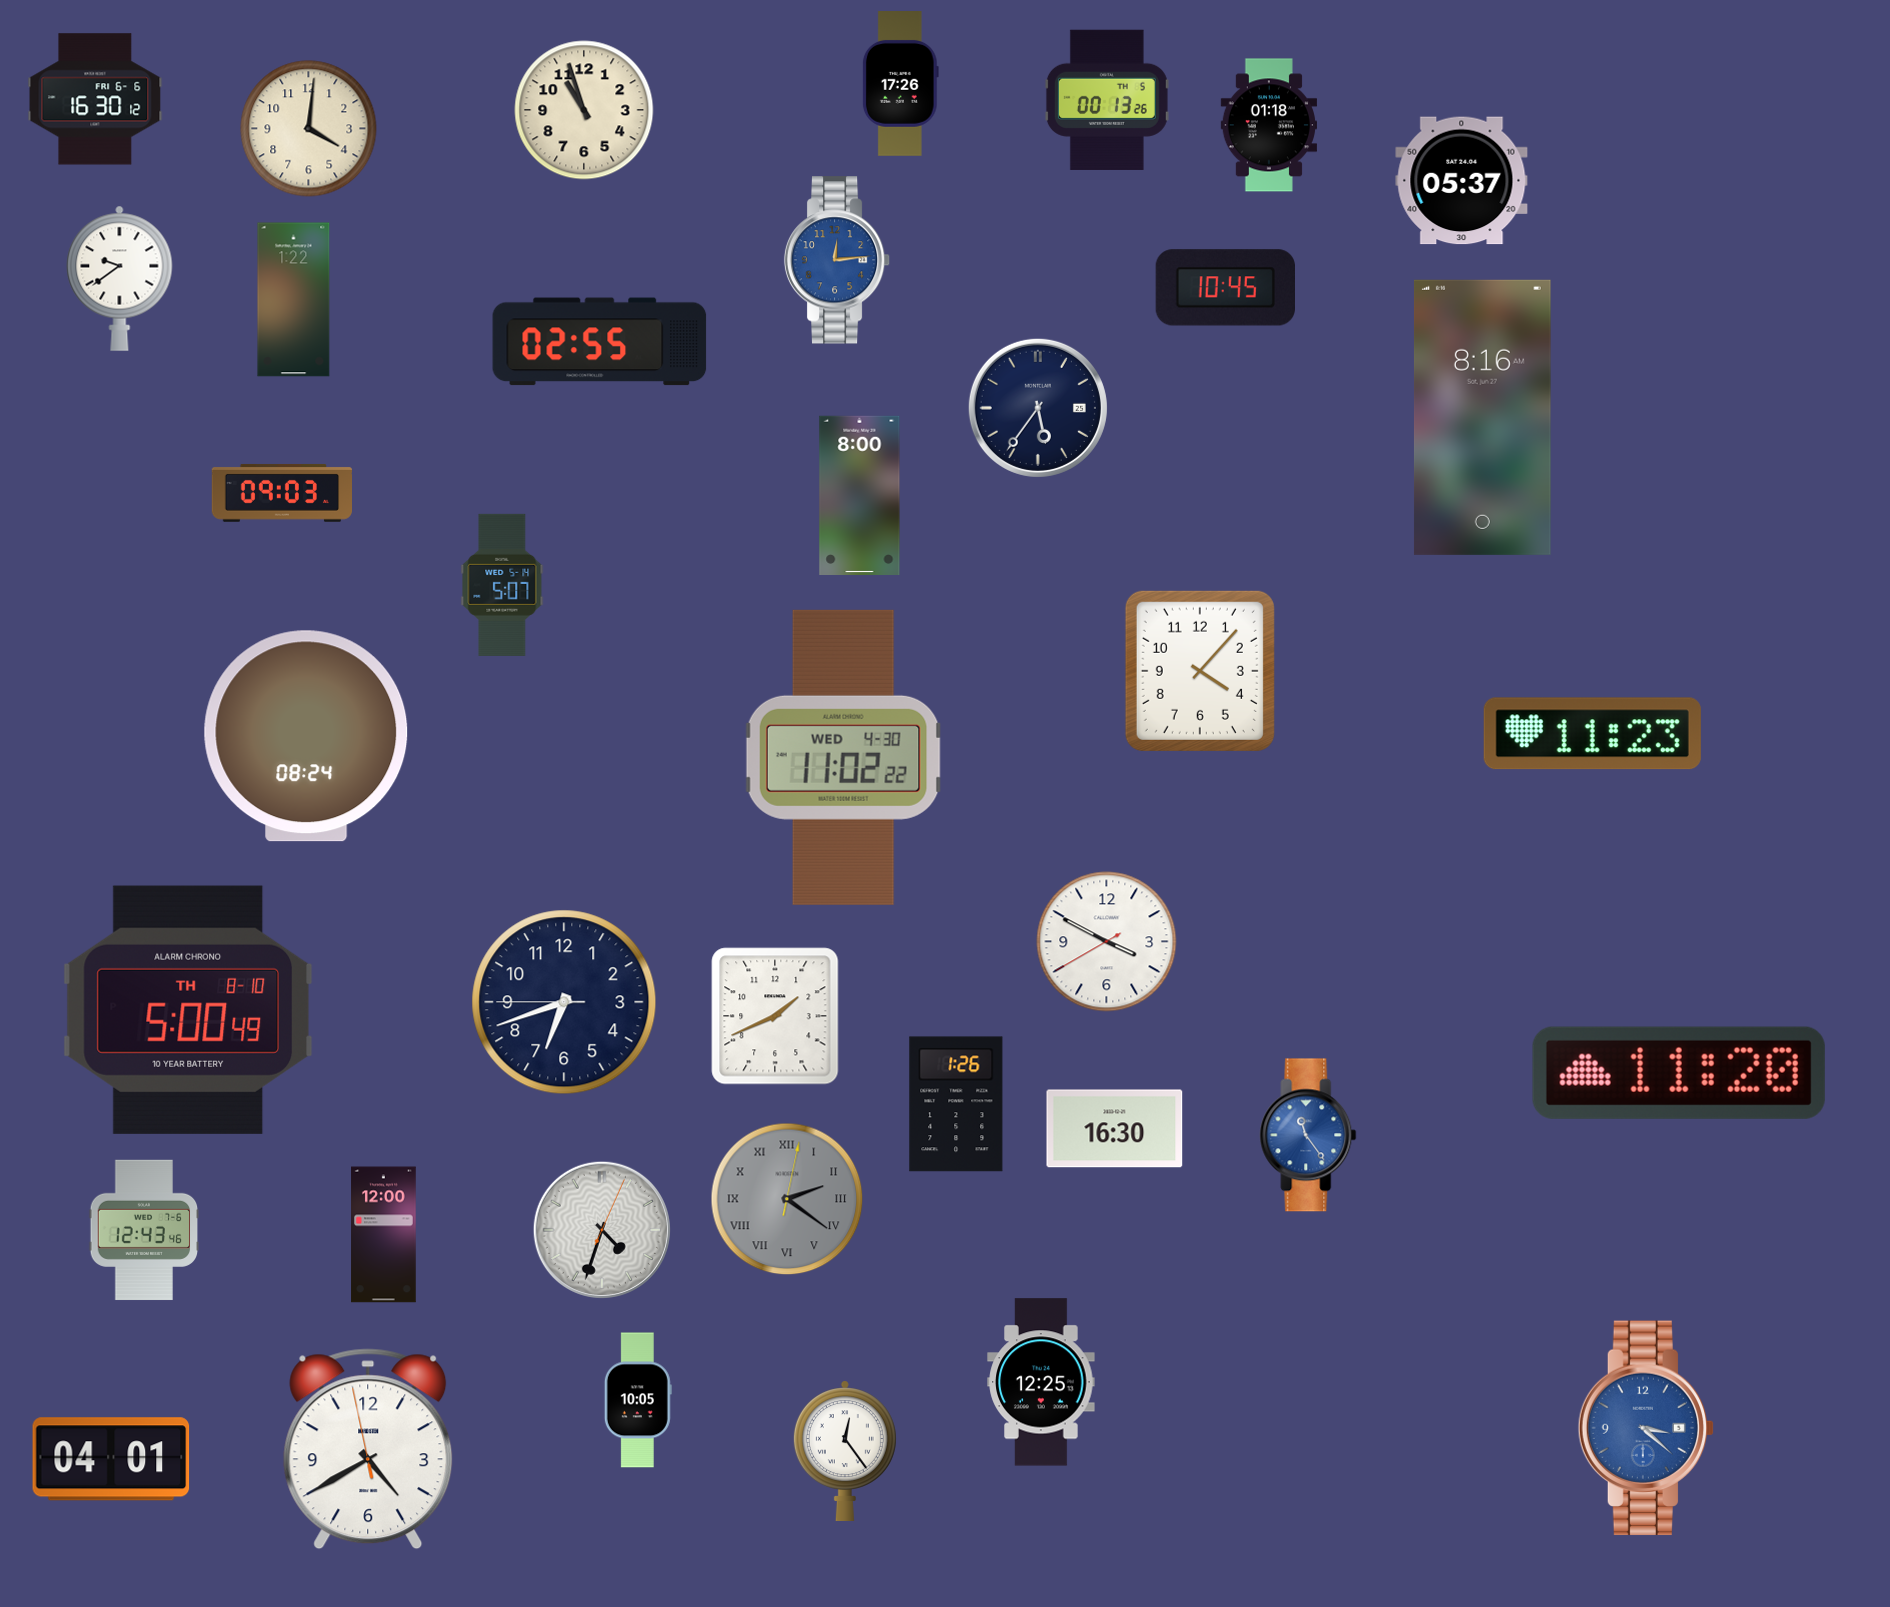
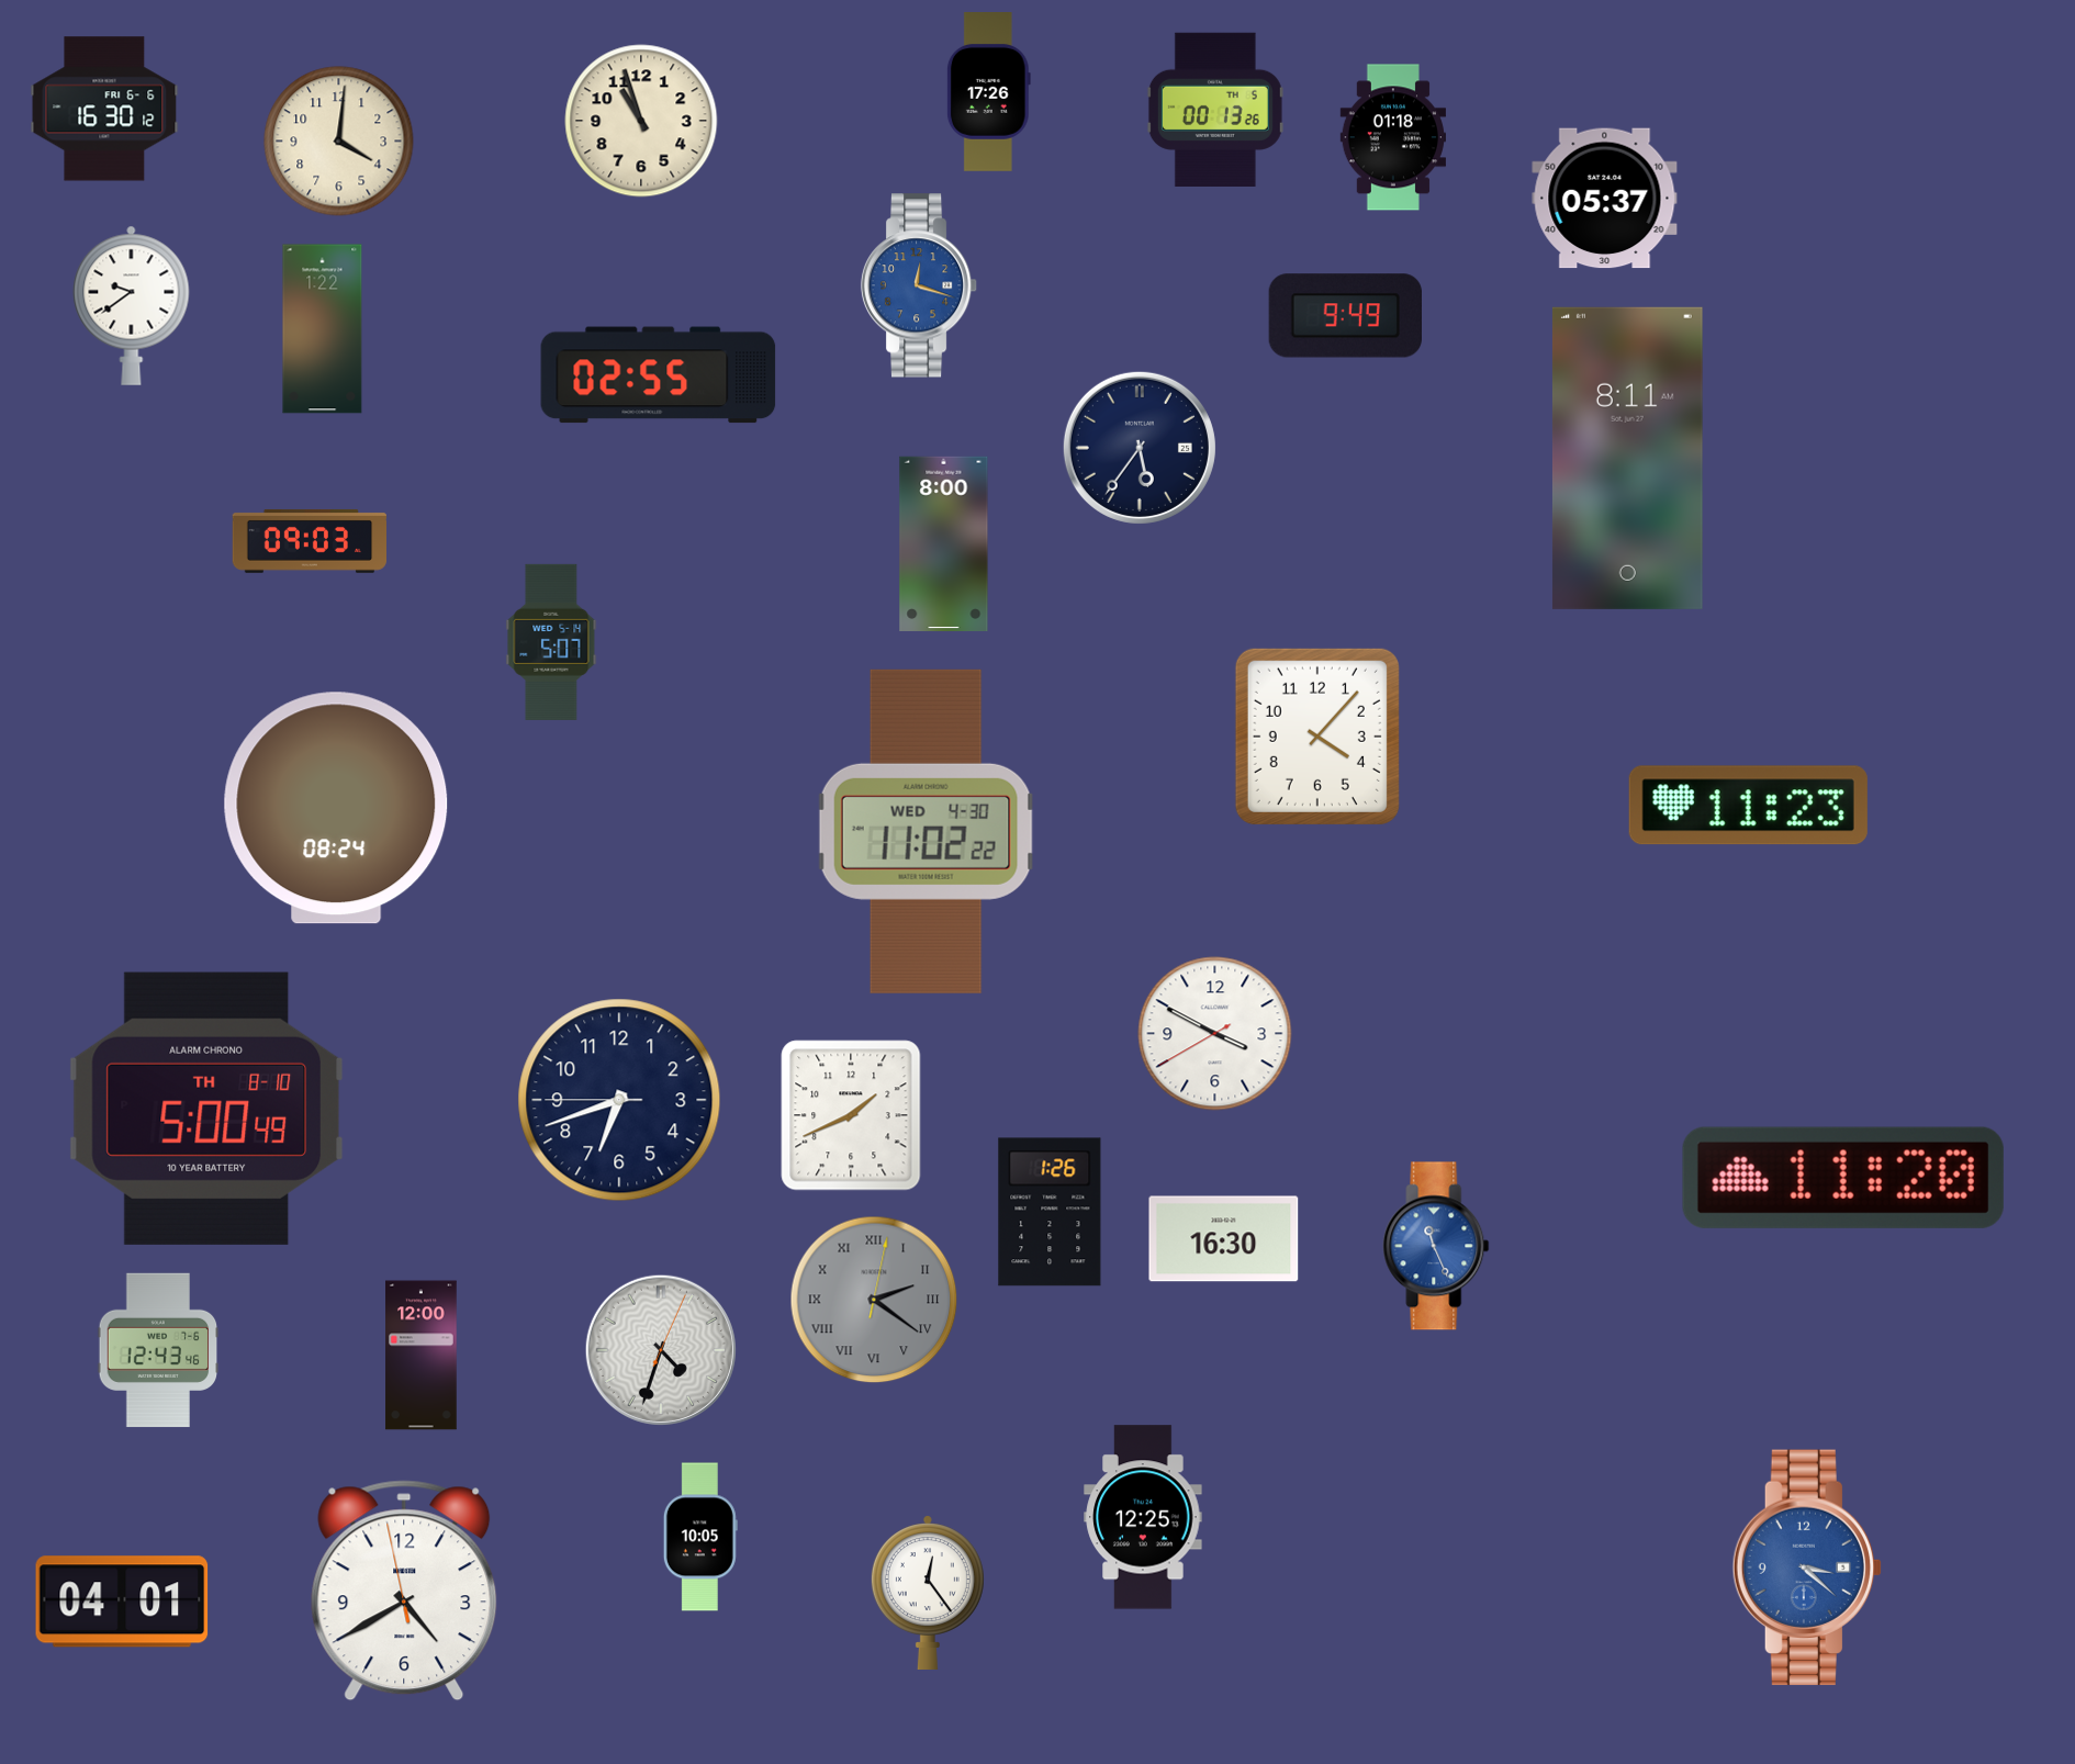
clock at (837, 260): 12:14 -> 12:18
clock at (1225, 288): 10:45 -> 9:49
clock at (1482, 417): 8:16 -> 8:11
clock at (1308, 1135): 11:24 -> 11:26
clock at (787, 1199) position: (787, 1199) -> (874, 1300)
